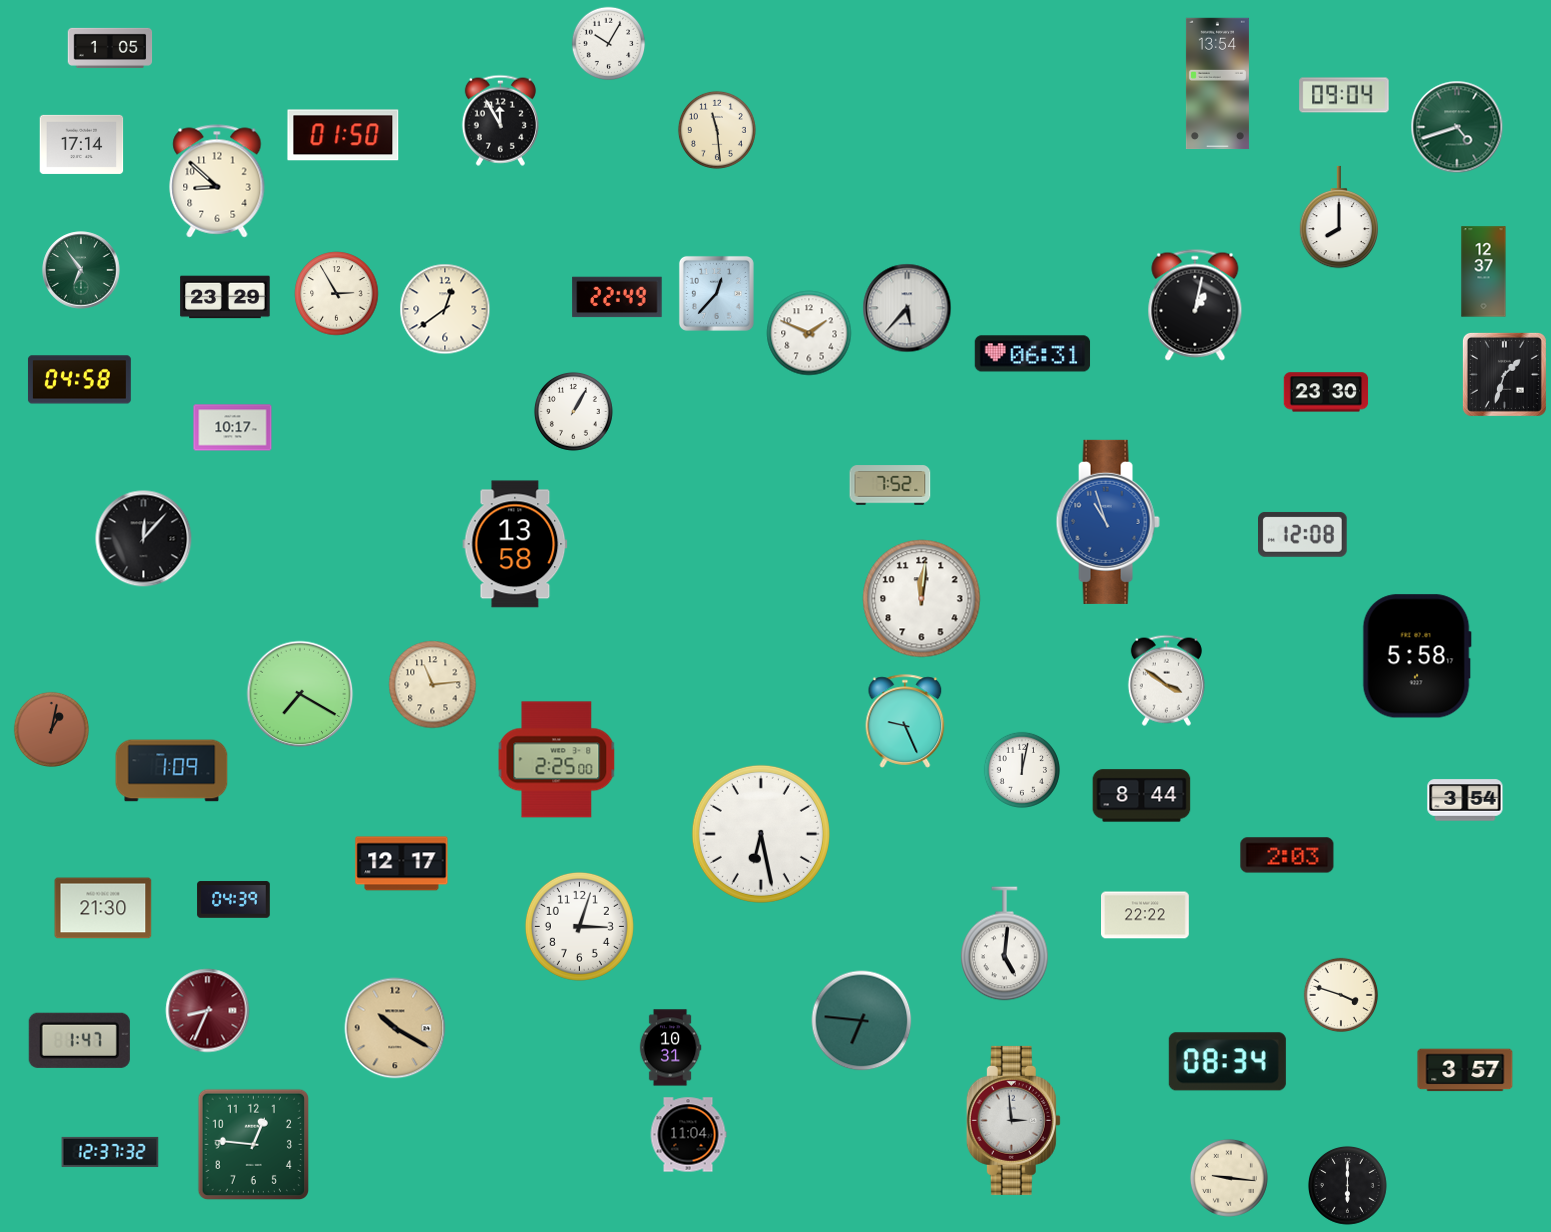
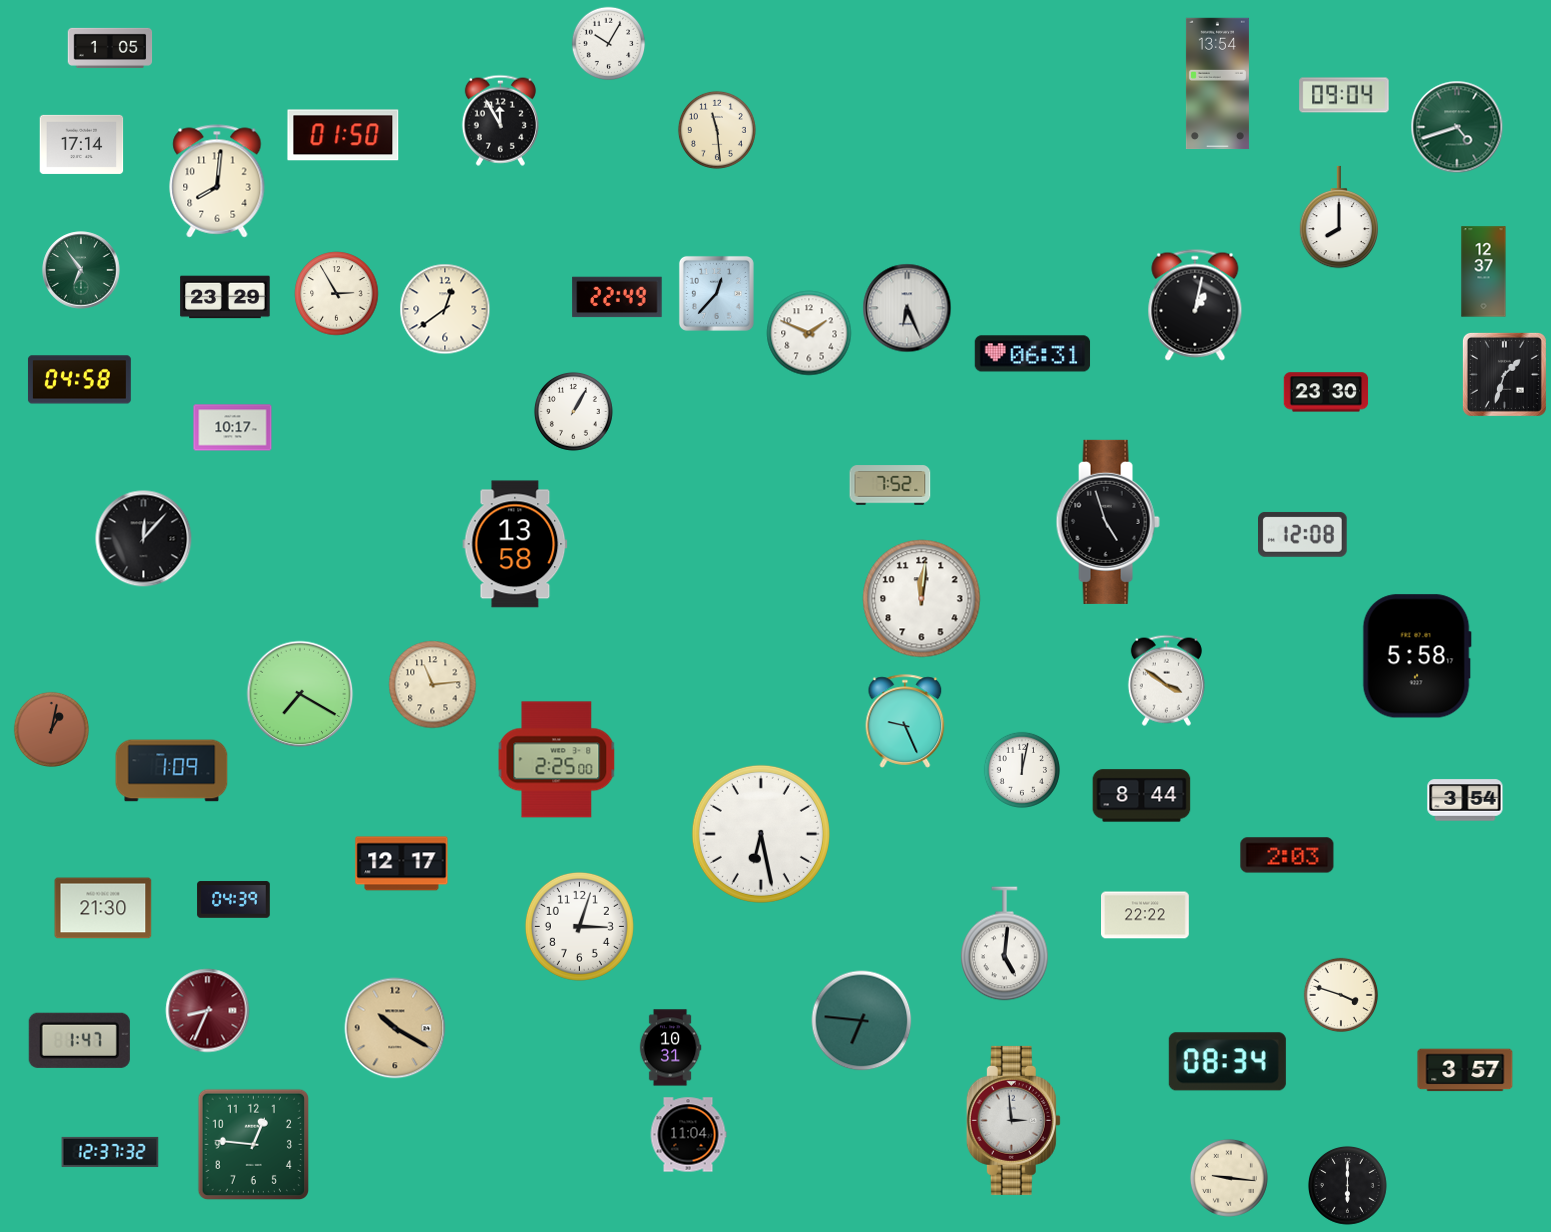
clock at (217, 181): 8:52 -> 8:01
clock at (907, 308): 5:37 -> 6:26
clock at (1108, 522): 10:57 -> 4:57
clock at (1108, 522) dial: blue -> black
